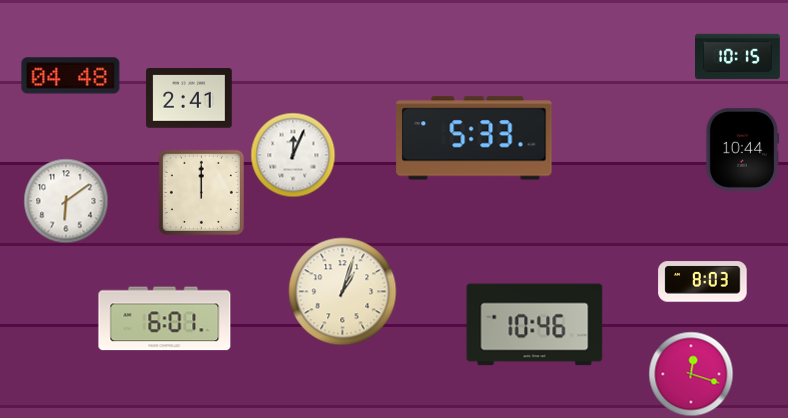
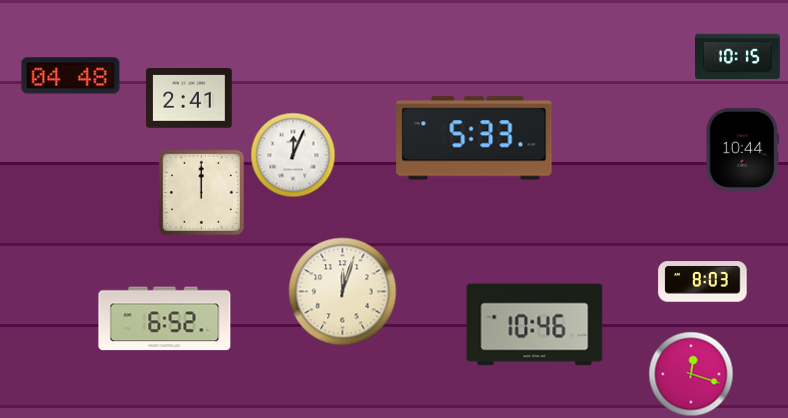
clock at (66, 201): 6:09 -> none
clock at (343, 292): 1:03 -> 12:03
clock at (165, 319): 6:01 -> 6:52
